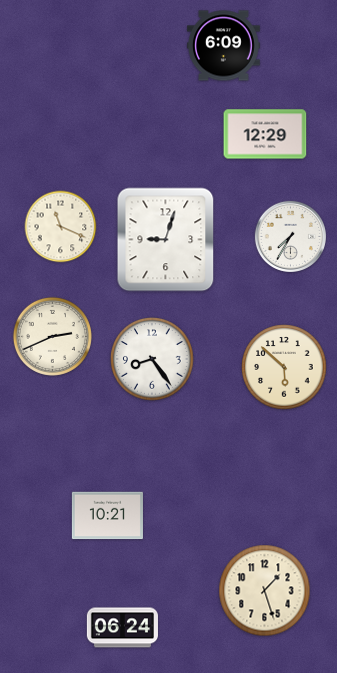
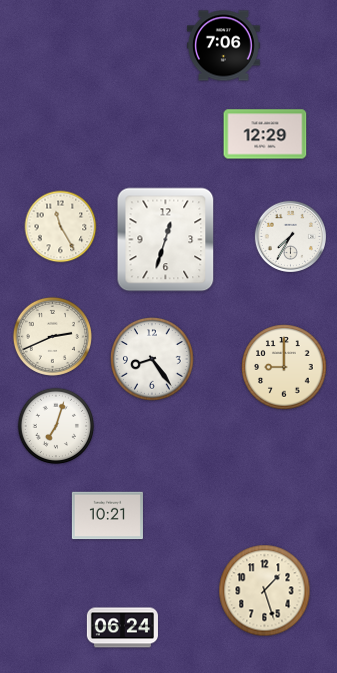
clock at (224, 46): 6:09 -> 7:06
clock at (61, 227): 11:19 -> 11:25
clock at (166, 240): 9:03 -> 12:33
clock at (284, 367): 5:52 -> 9:00
clock at (56, 426): none -> 7:03
